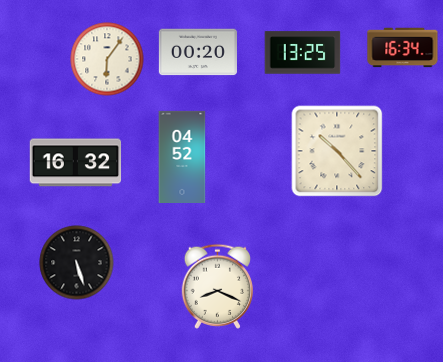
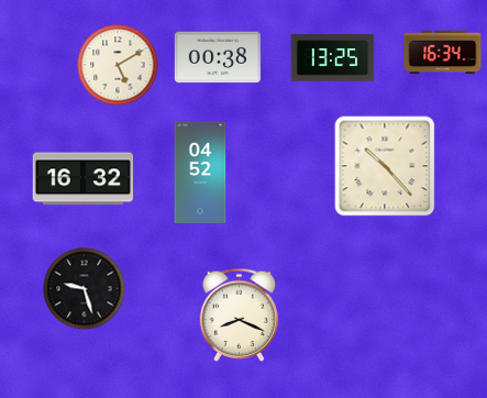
clock at (198, 52): 00:20 -> 00:38
clock at (107, 59): 6:06 -> 5:10
clock at (337, 151) position: (337, 151) -> (385, 166)
clock at (77, 263): 5:27 -> 9:27
